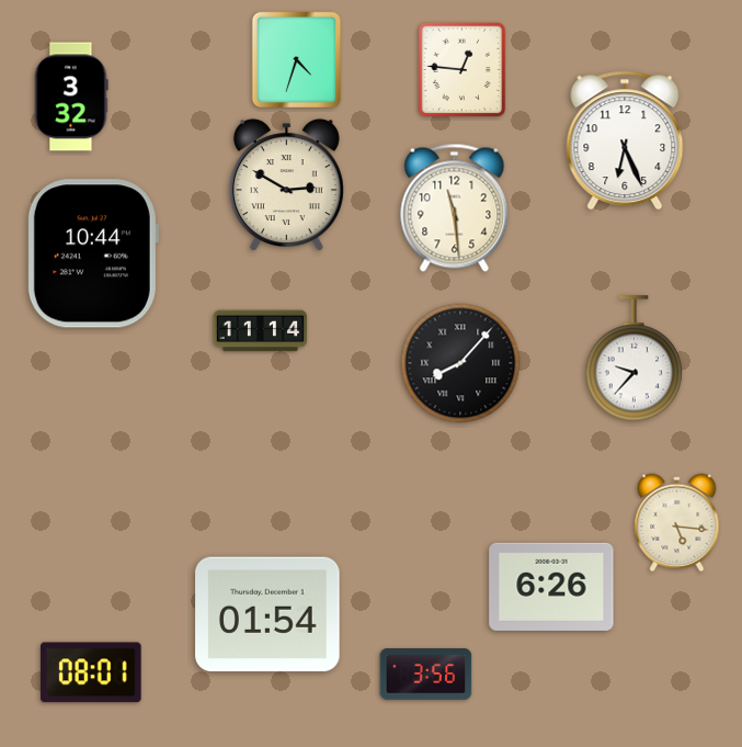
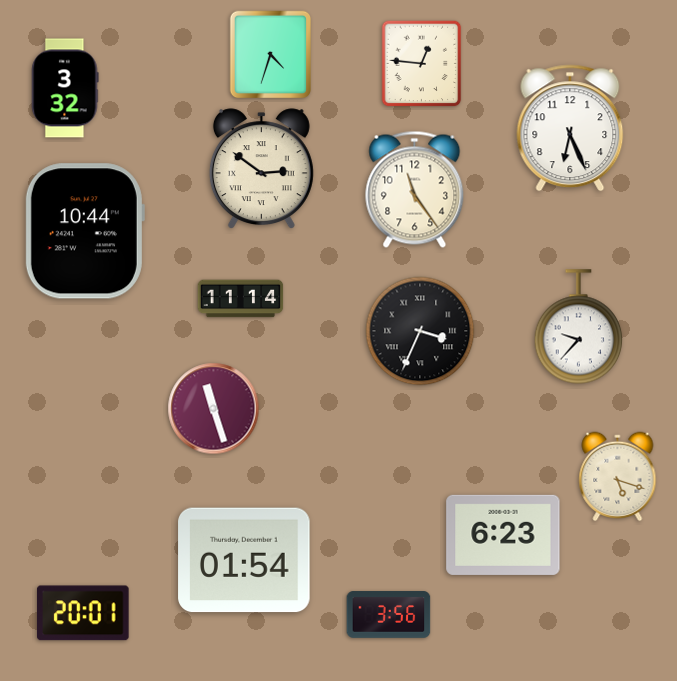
clock at (286, 185): 2:50 -> 2:51
clock at (455, 207): 11:29 -> 11:24
clock at (261, 331) position: (261, 331) -> (241, 299)
clock at (460, 363): 8:07 -> 3:34
clock at (214, 409): none -> 11:27
clock at (677, 523): 5:16 -> 5:18
clock at (551, 587): 6:26 -> 6:23
clock at (92, 672): 08:01 -> 20:01
